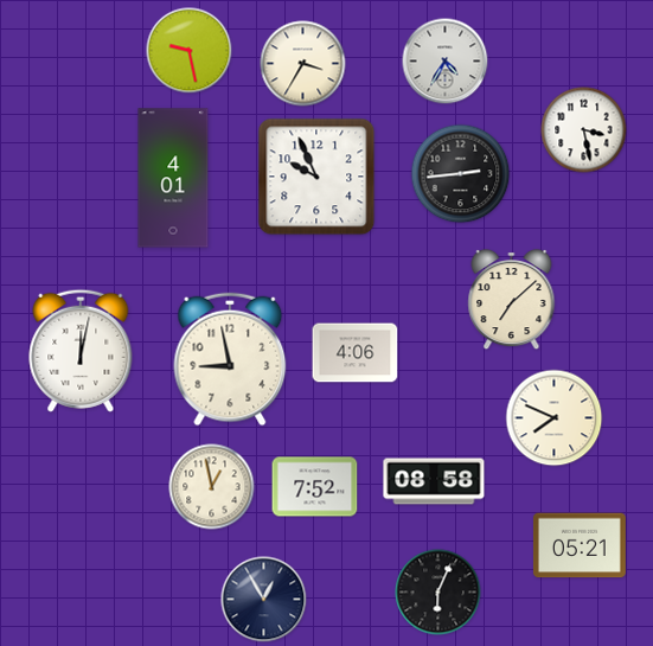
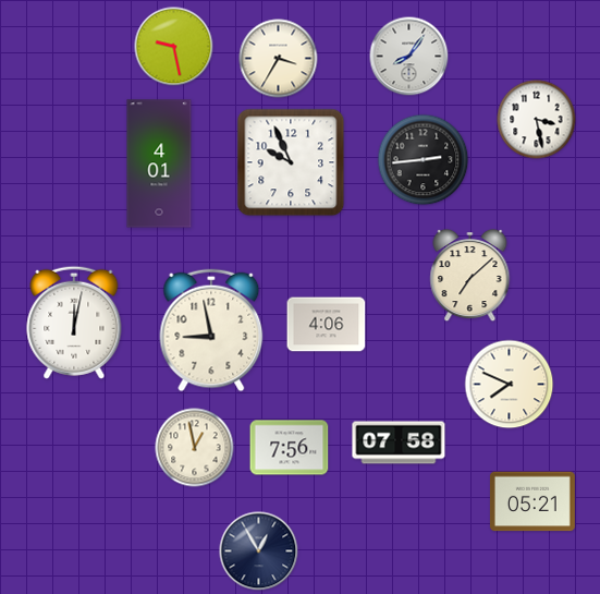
clock at (446, 62): 4:35 -> 8:06
clock at (434, 481): 08:58 -> 07:58
clock at (315, 487): 7:52 -> 7:56
clock at (438, 593): 6:04 -> none
clock at (264, 600) position: (264, 600) -> (259, 551)
